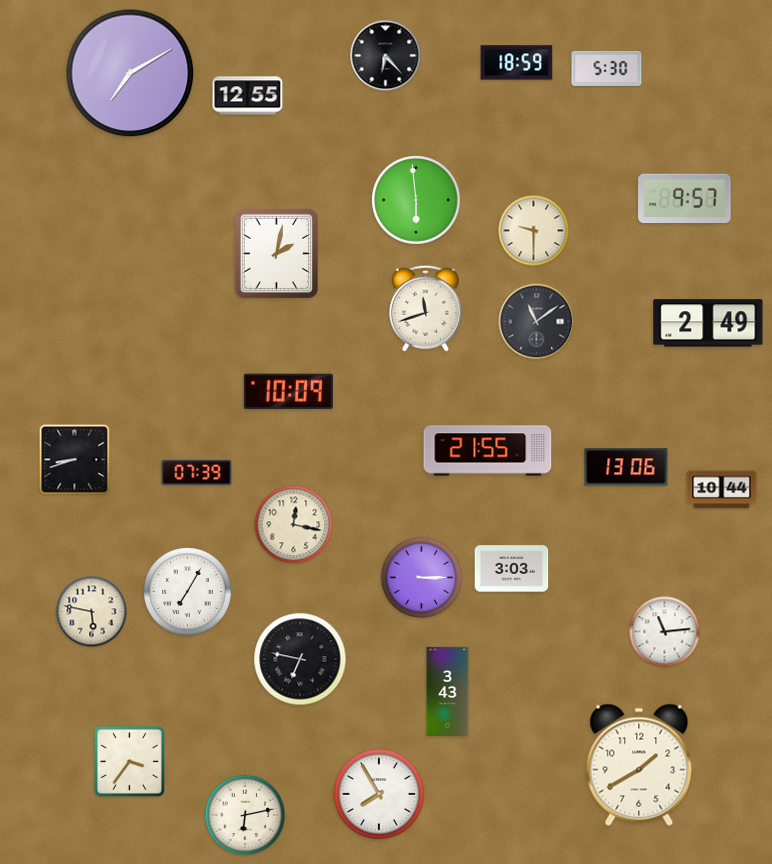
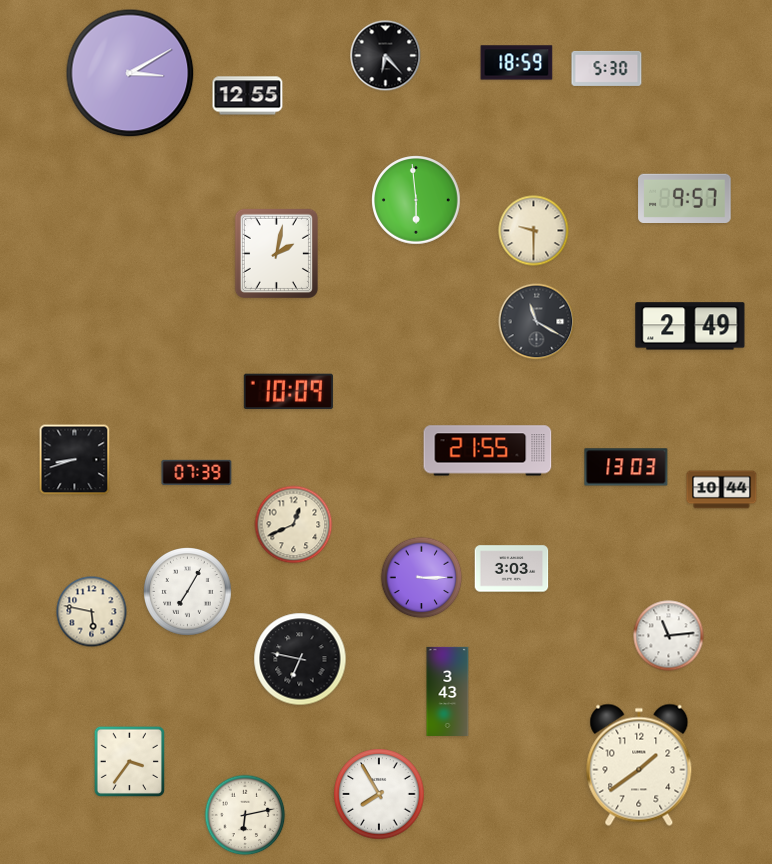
clock at (130, 73): 7:10 -> 3:10
clock at (425, 308): 11:42 -> none
clock at (537, 322): 11:09 -> 11:20
clock at (708, 323) position: (708, 323) -> (690, 326)
clock at (626, 467): 13:06 -> 13:03
clock at (294, 525): 12:17 -> 12:41
clock at (665, 632) position: (665, 632) -> (669, 636)
clock at (639, 765): 1:40 -> 1:39
